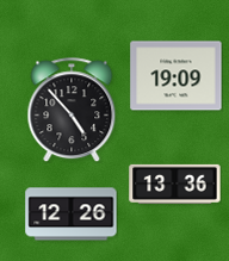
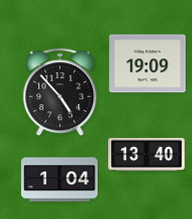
clock at (175, 184): 13:36 -> 13:40
clock at (72, 215): 12:26 -> 1:04
